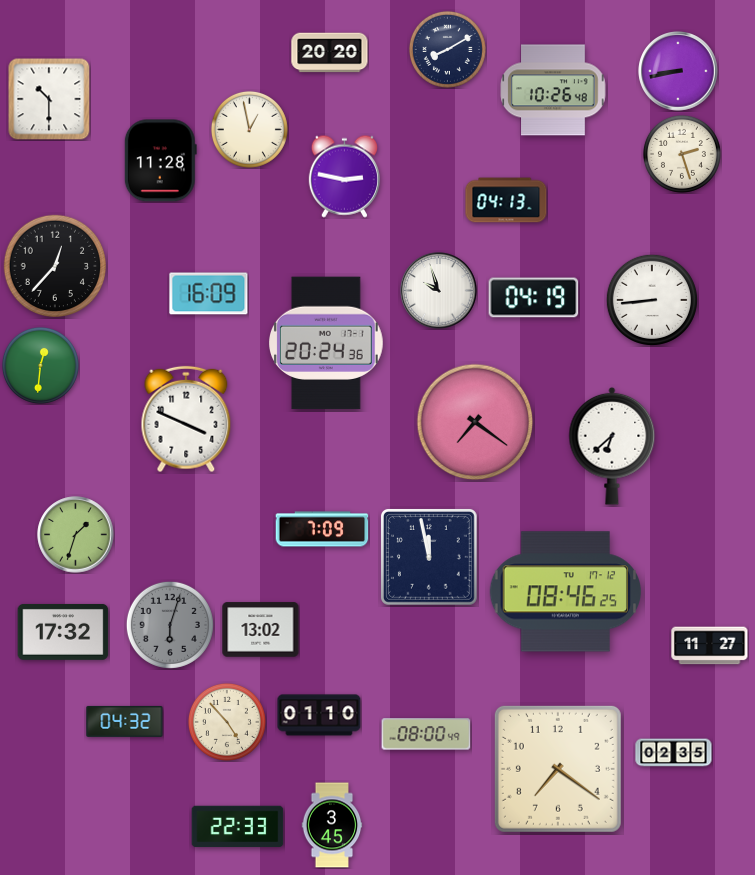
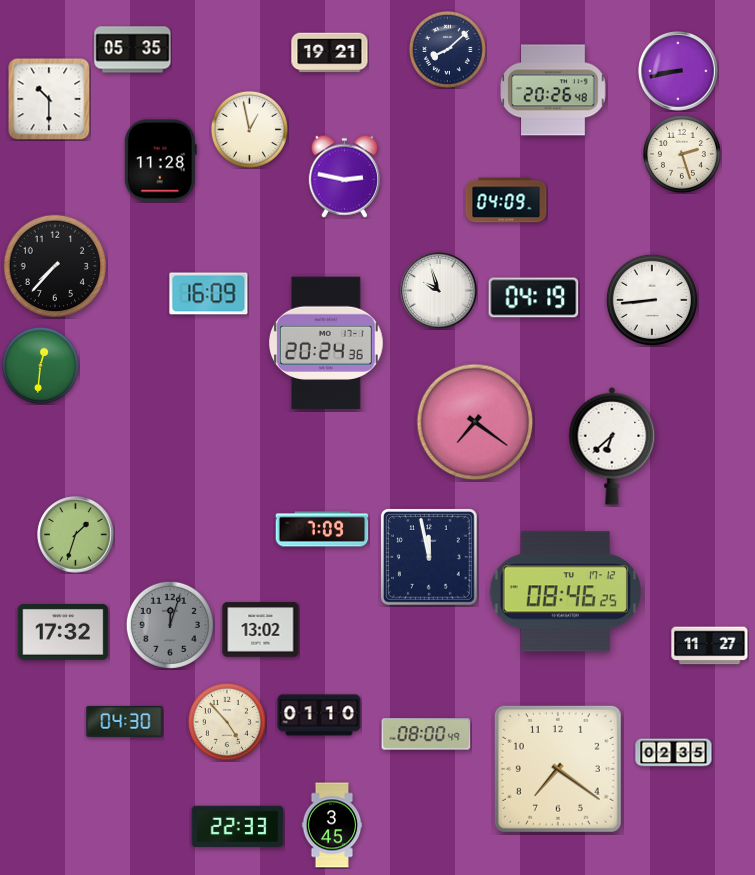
clock at (447, 49): 8:10 -> 8:08
clock at (133, 50): none -> 05:35
clock at (330, 53): 20:20 -> 19:21
clock at (553, 90): 10:26 -> 20:26
clock at (506, 200): 04:13 -> 04:09
clock at (55, 266): 12:37 -> 7:37
clock at (186, 419): 3:49 -> none
clock at (170, 625): 6:03 -> 12:03
clock at (125, 721): 04:32 -> 04:30
